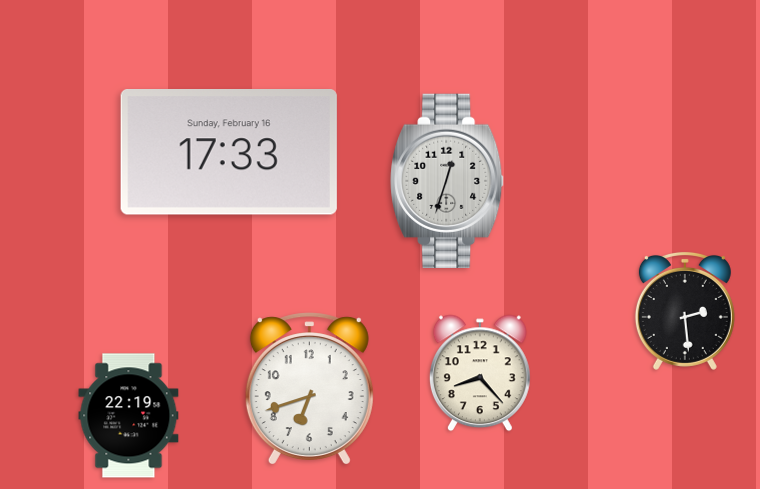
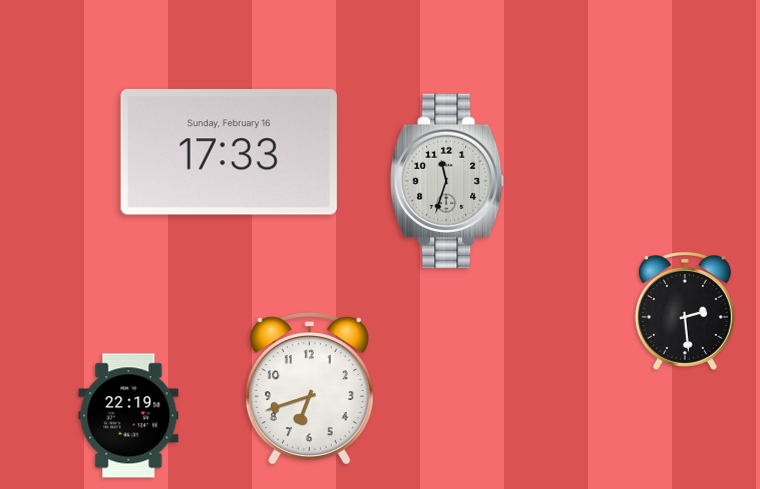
clock at (448, 181): 12:33 -> 11:33
clock at (480, 373): 8:23 -> none
